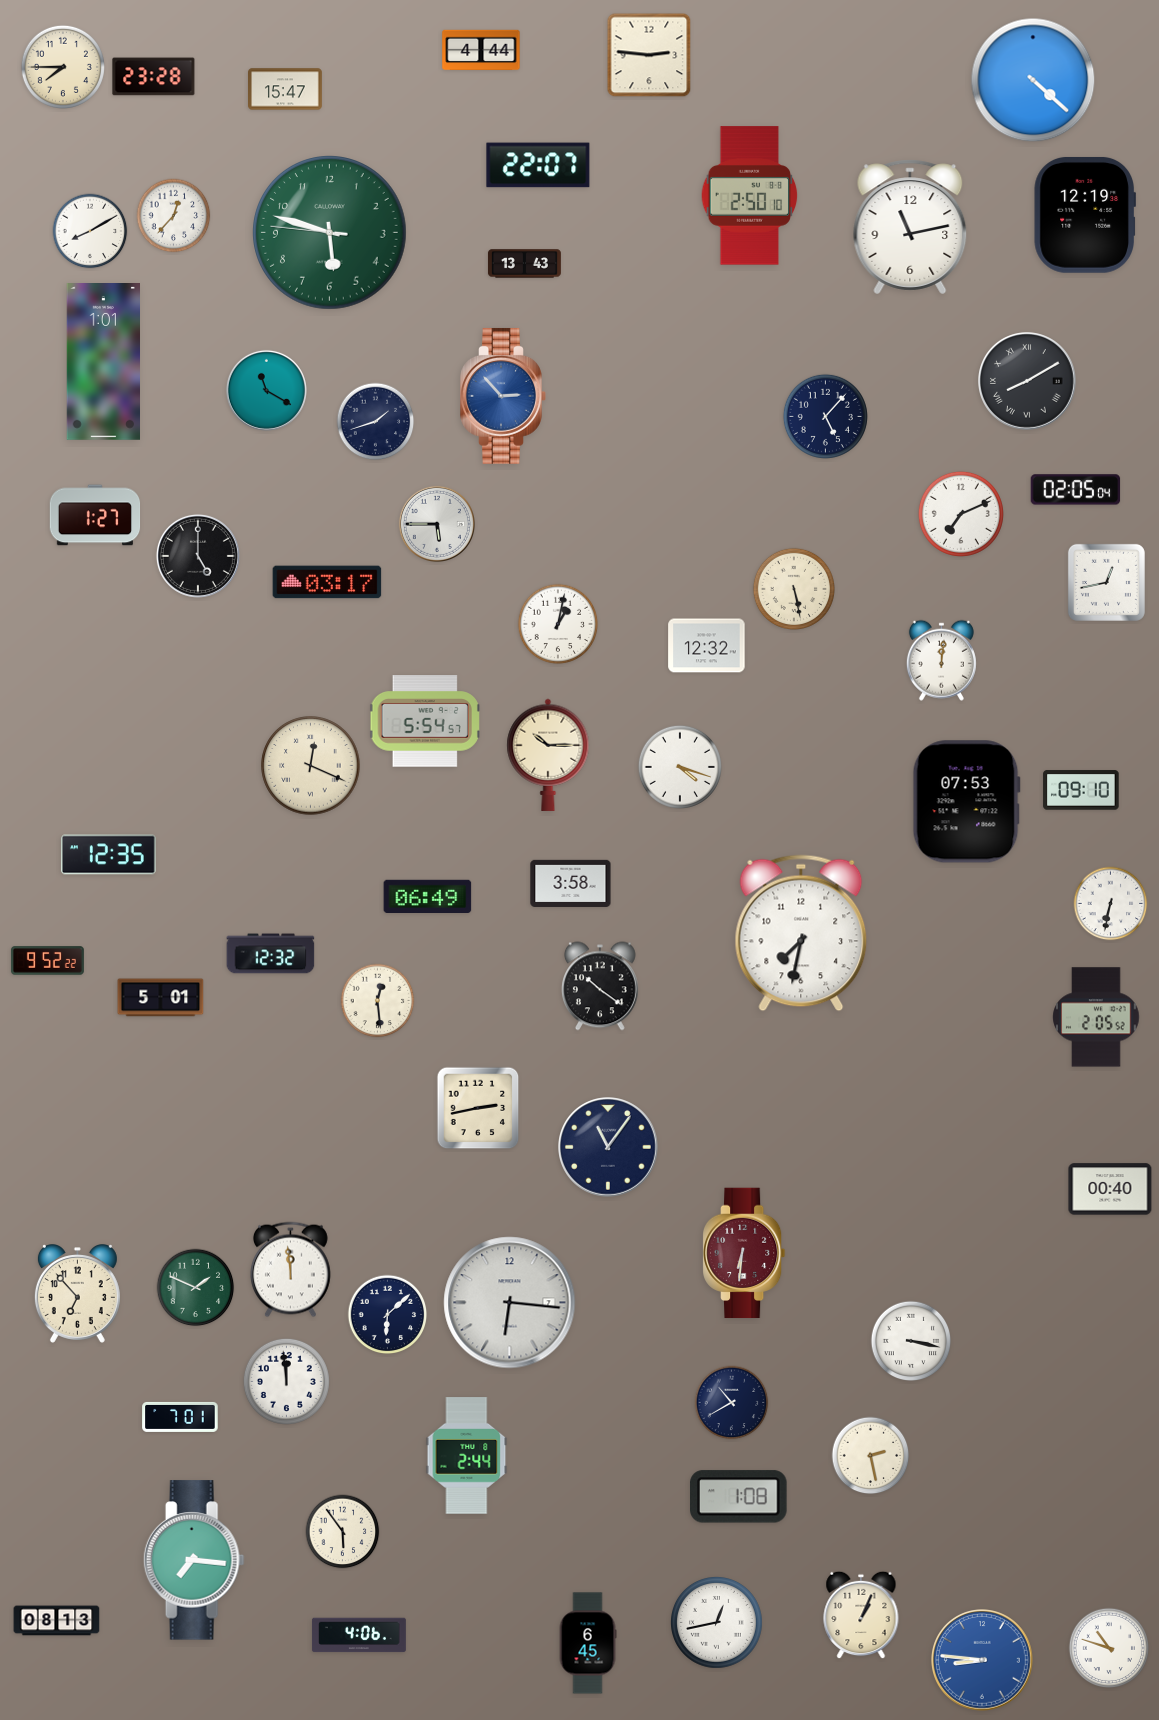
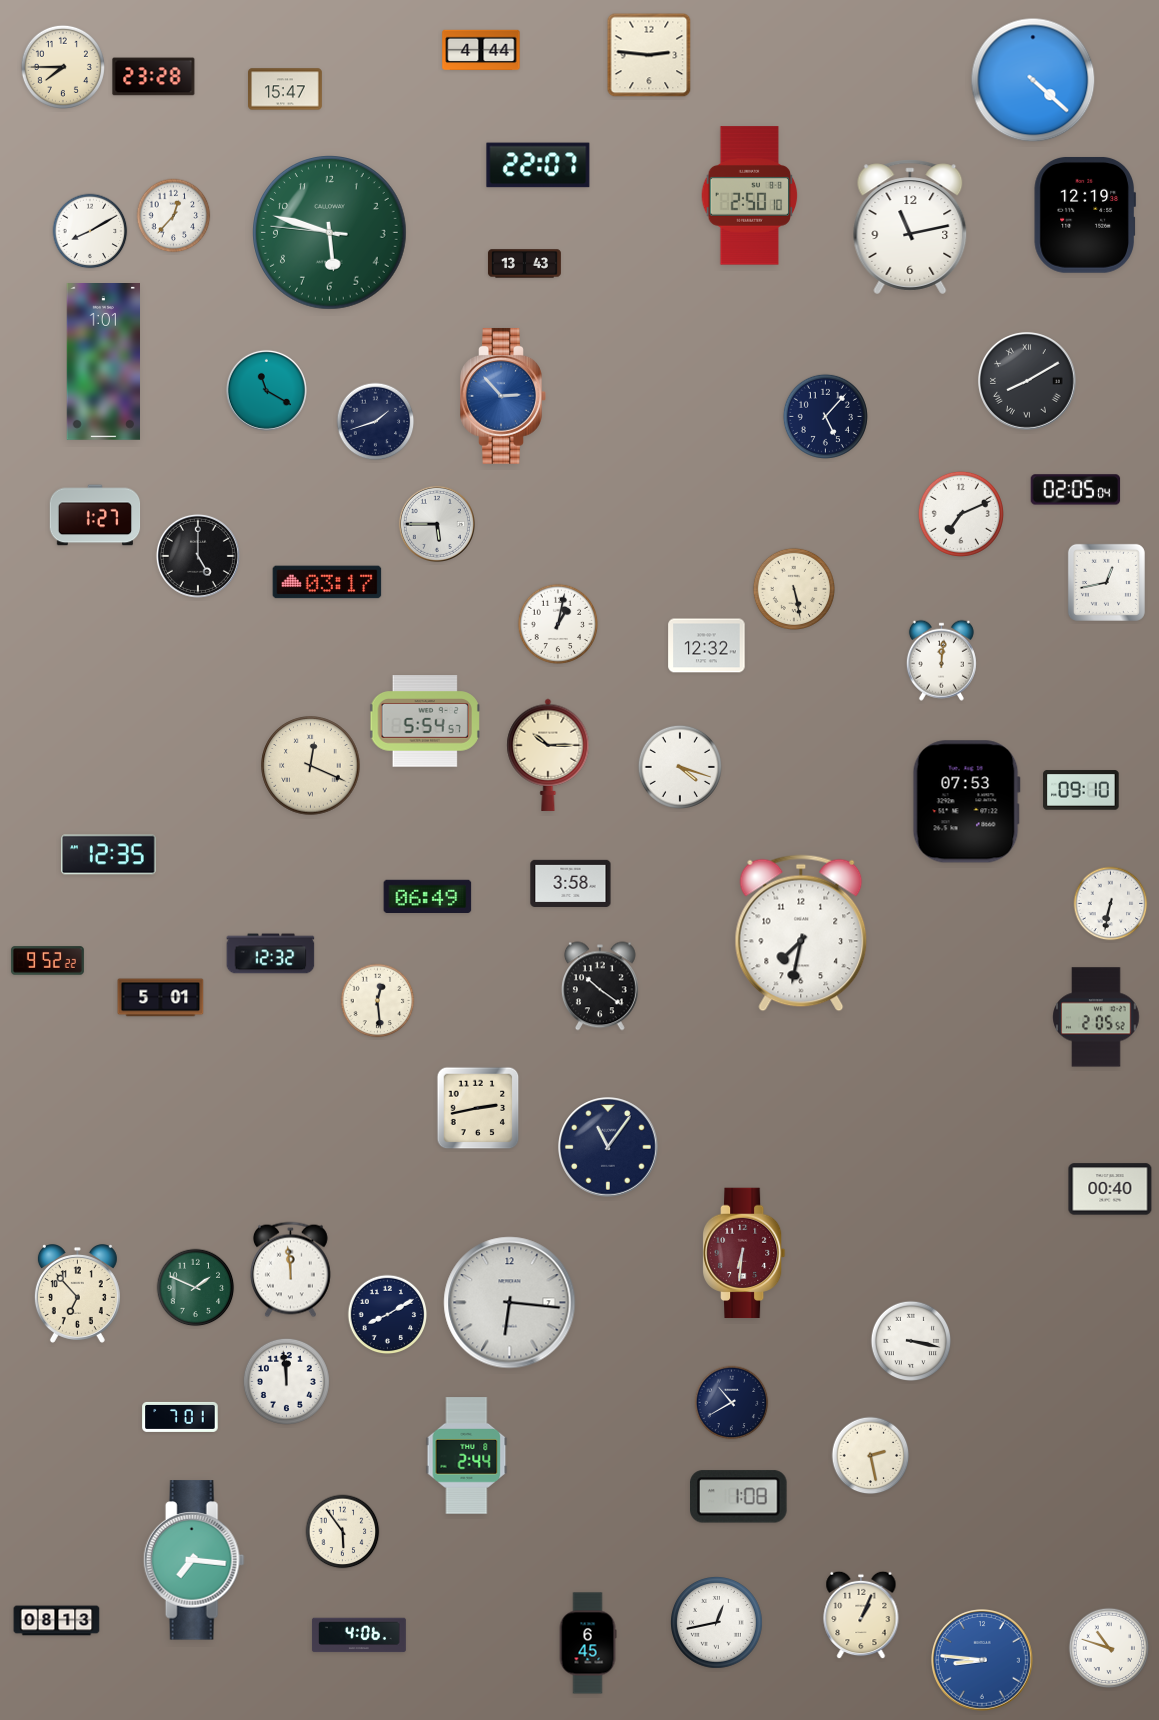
clock at (388, 1315): 6:08 -> 8:10
